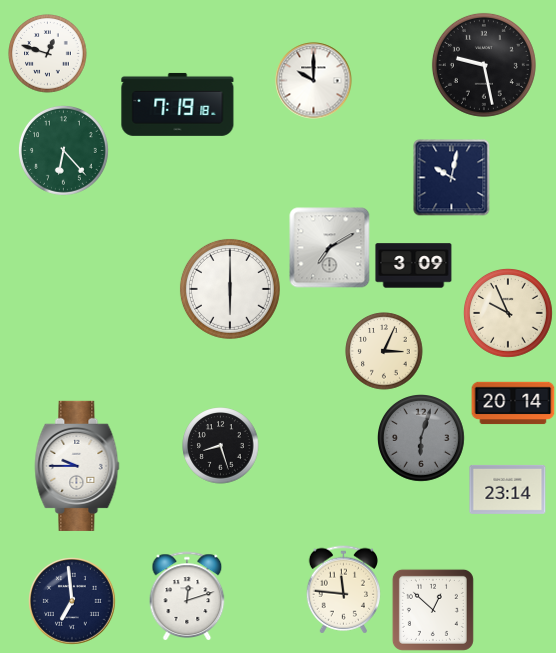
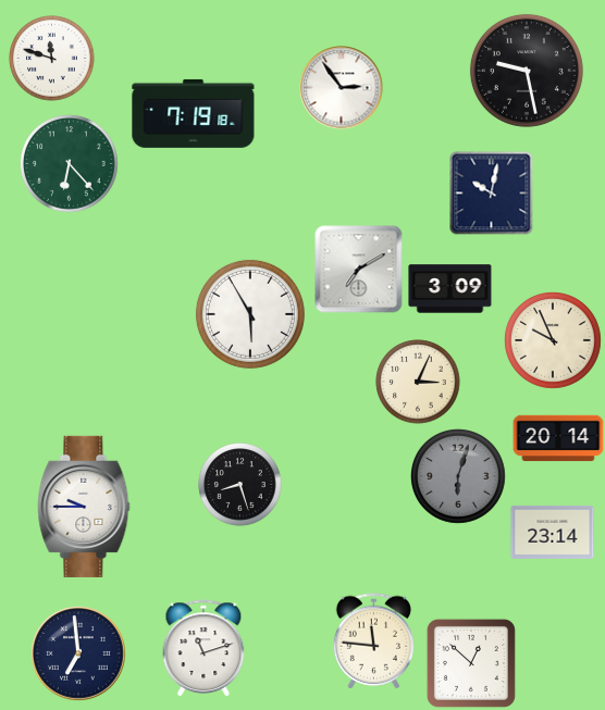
clock at (48, 54): 12:48 -> 11:48
clock at (314, 81): 10:00 -> 2:54
clock at (230, 289): 6:00 -> 5:55
clock at (187, 596): 12:12 -> 11:12
